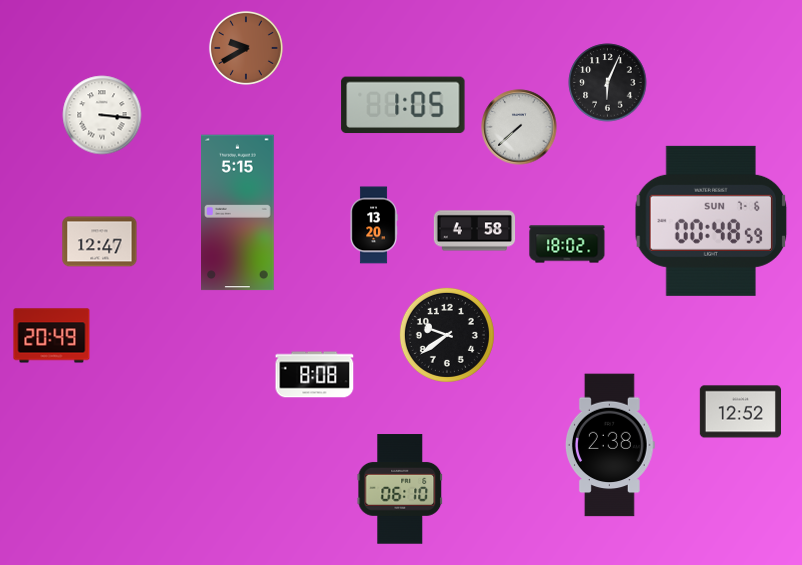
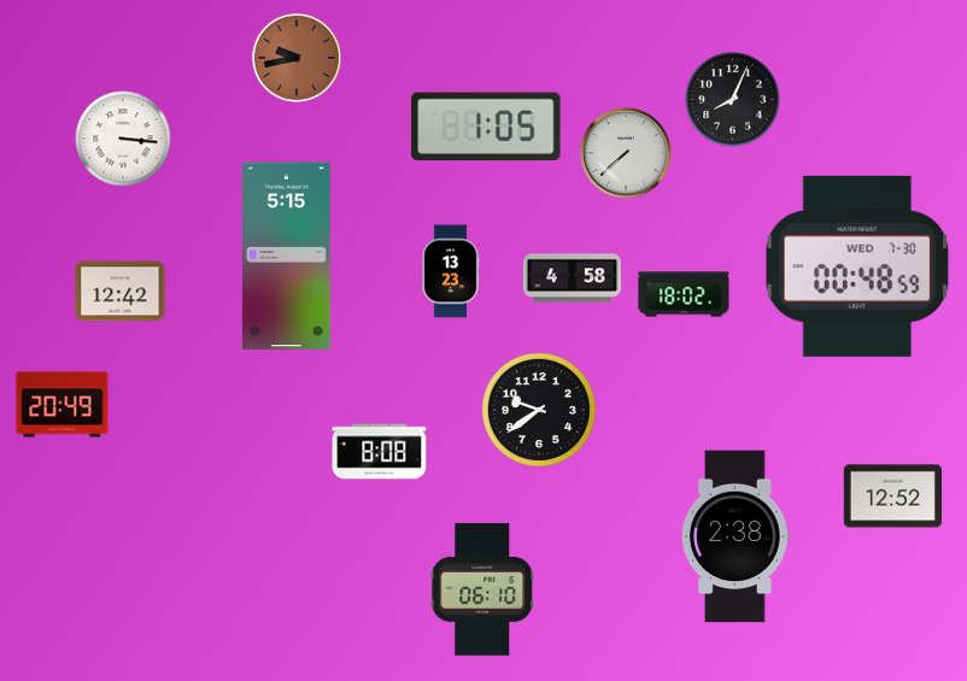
clock at (246, 48): 9:40 -> 9:43
clock at (608, 83): 6:04 -> 8:04
clock at (711, 221) date: SUN 7-6 -> WED 7-30
clock at (374, 225): 13:20 -> 13:23
clock at (100, 242): 12:47 -> 12:42
clock at (447, 335) position: (447, 335) -> (539, 410)
